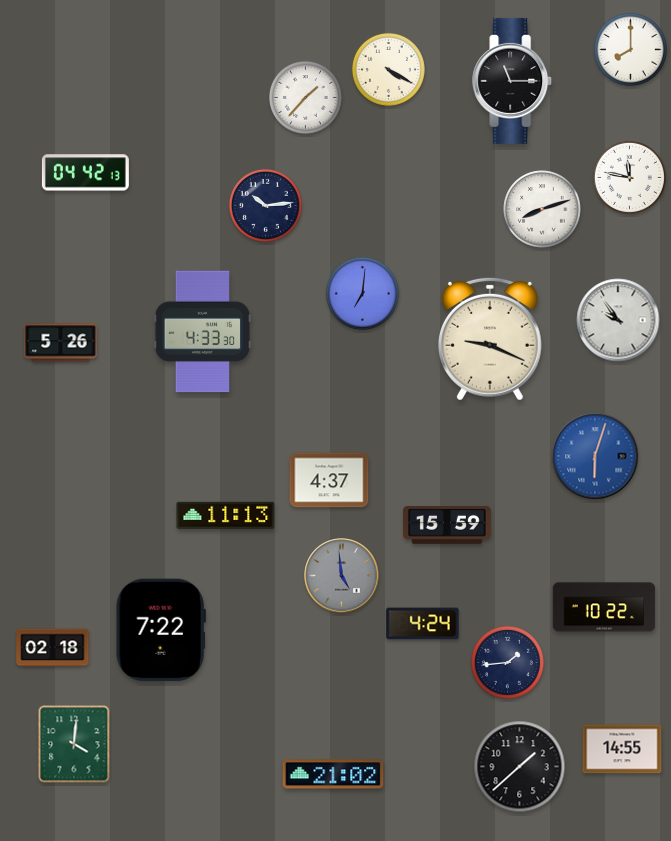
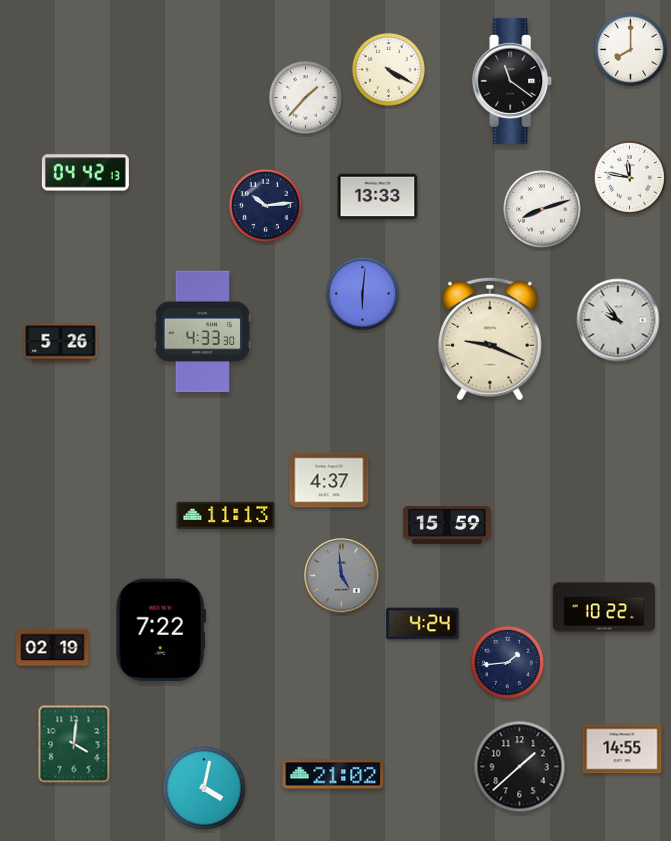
clock at (513, 81): 11:15 -> 11:21
clock at (378, 197): none -> 13:33
clock at (362, 293): 7:01 -> 6:01
clock at (595, 456): 6:03 -> none
clock at (53, 648): 02:18 -> 02:19
clock at (204, 788): none -> 4:02
